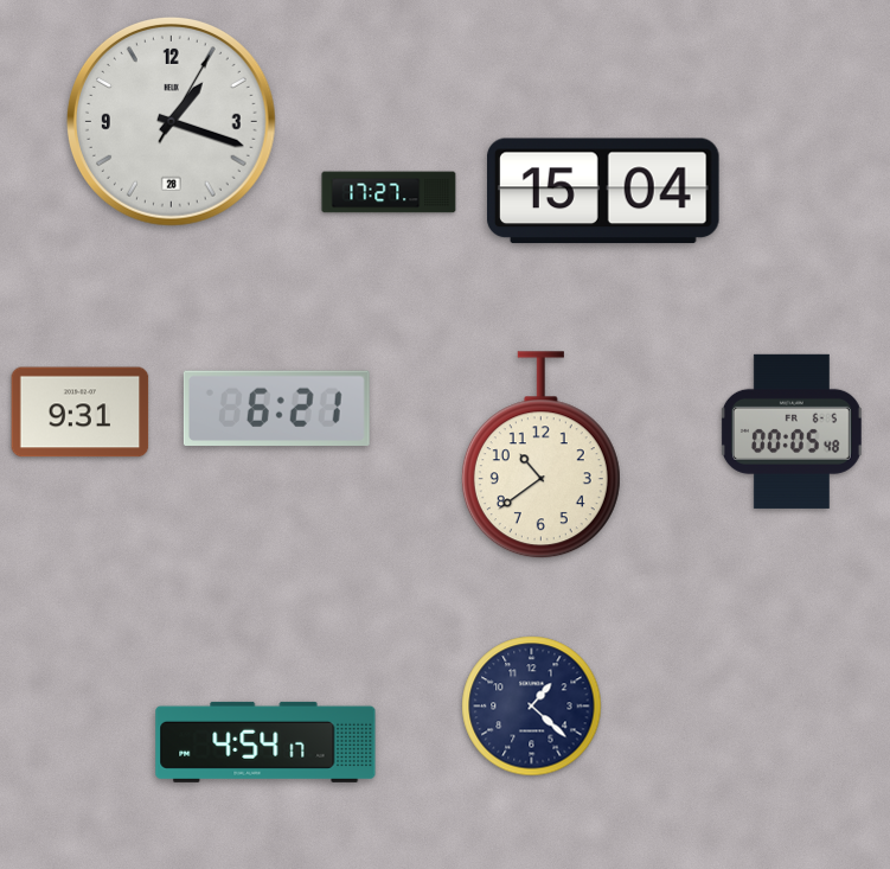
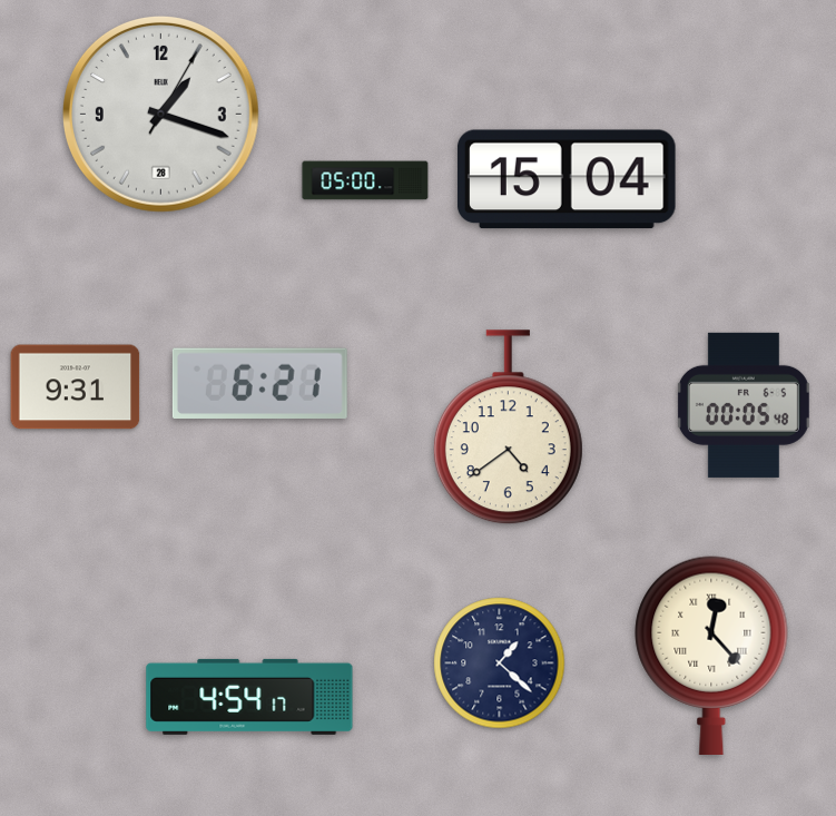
clock at (389, 192): 17:27 -> 05:00
clock at (540, 455): 10:39 -> 4:39
clock at (711, 655): none -> 12:23
